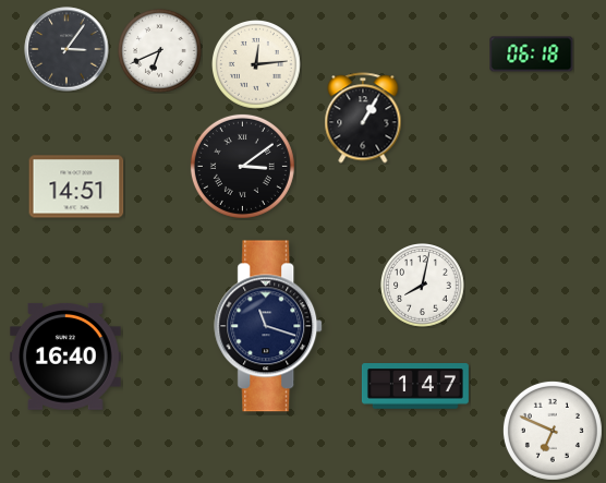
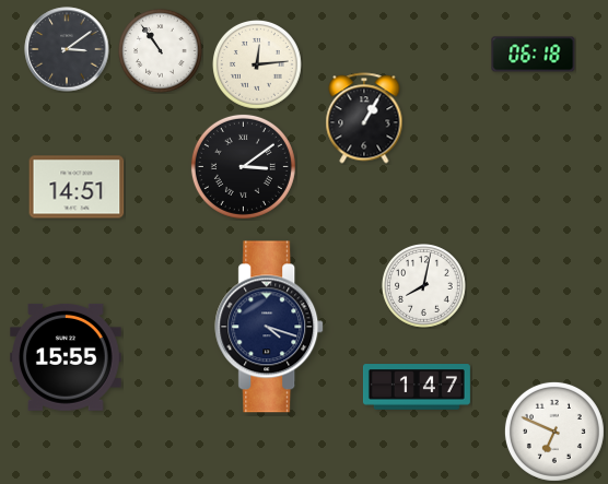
clock at (66, 49): 3:06 -> 3:09
clock at (160, 51): 6:41 -> 10:54
clock at (269, 326): 11:18 -> 4:18
clock at (66, 357): 16:40 -> 15:55
